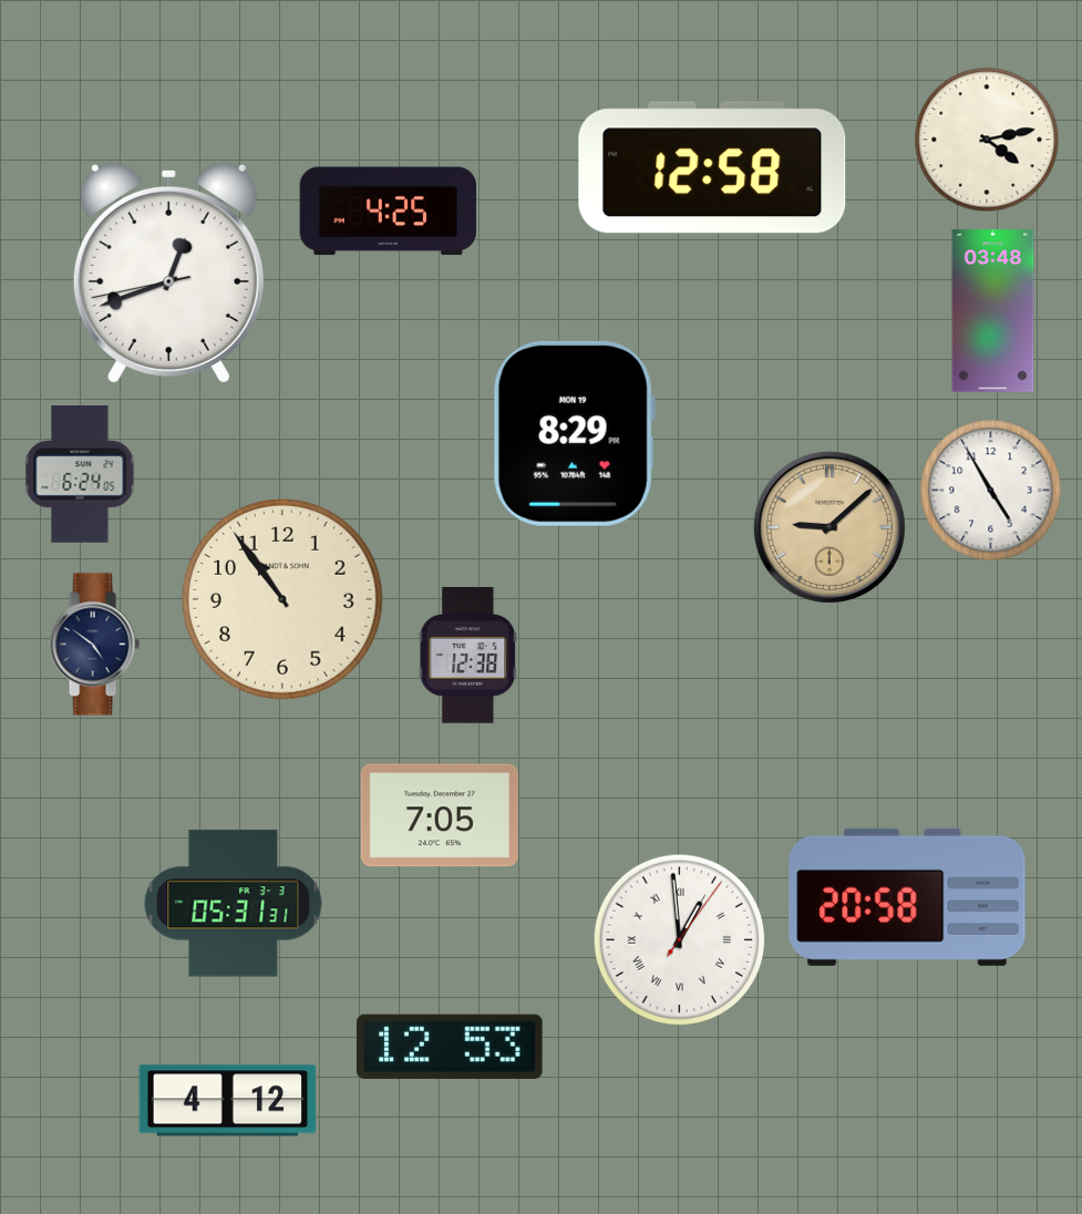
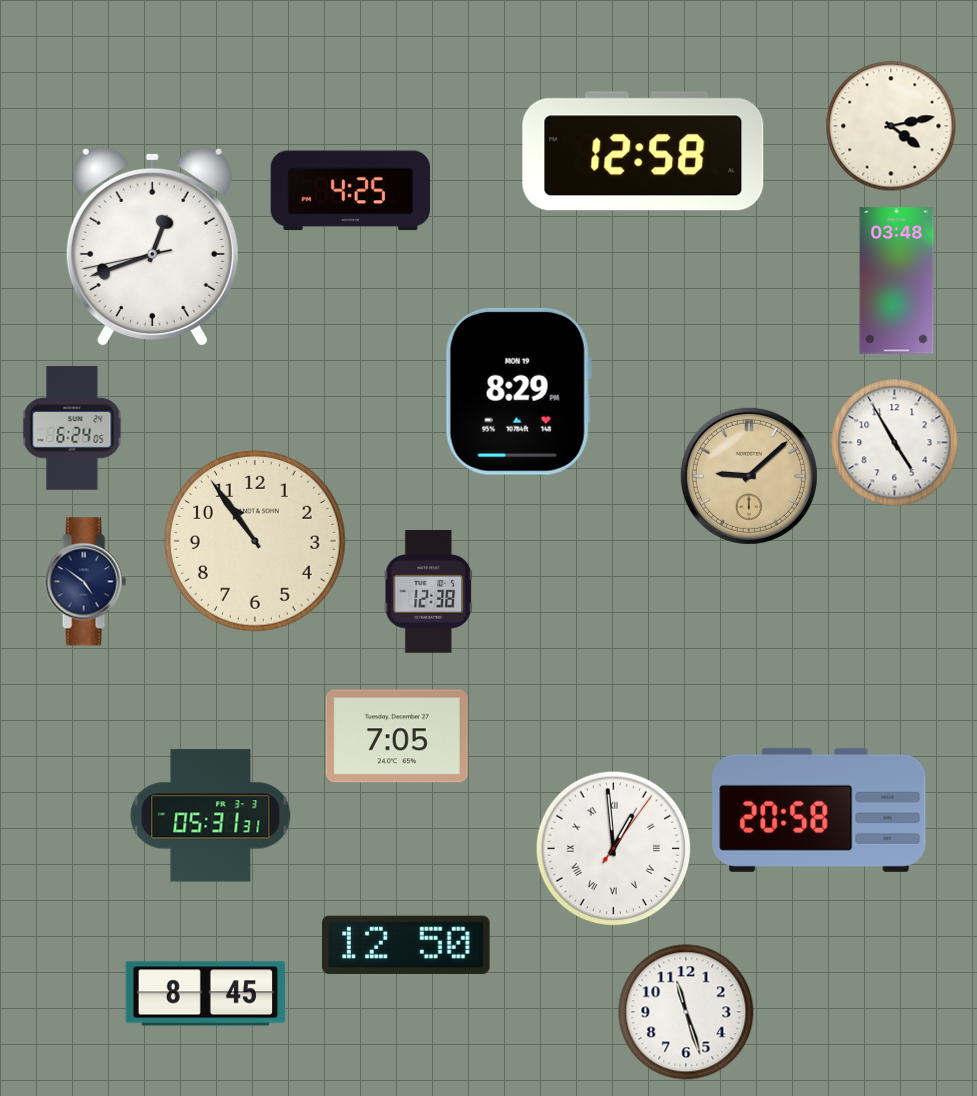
clock at (468, 656) position: (468, 656) -> (429, 592)
clock at (451, 1047): 12:53 -> 12:50
clock at (228, 1101): 4:12 -> 8:45
clock at (686, 1012): none -> 11:27
